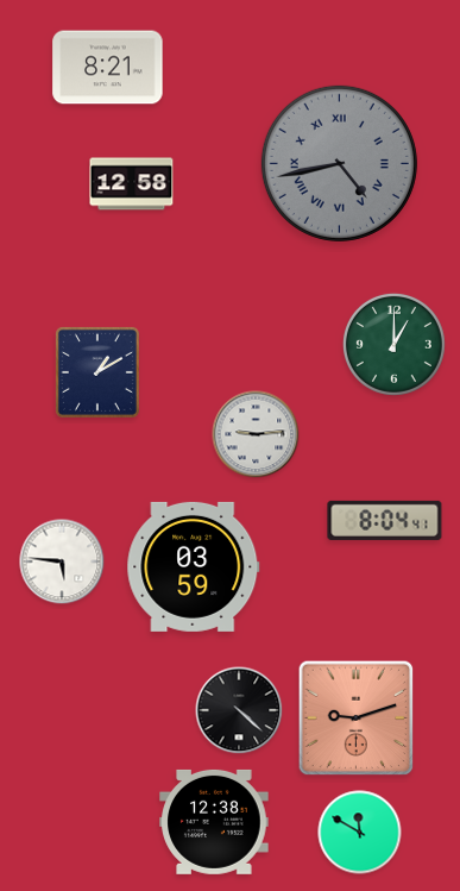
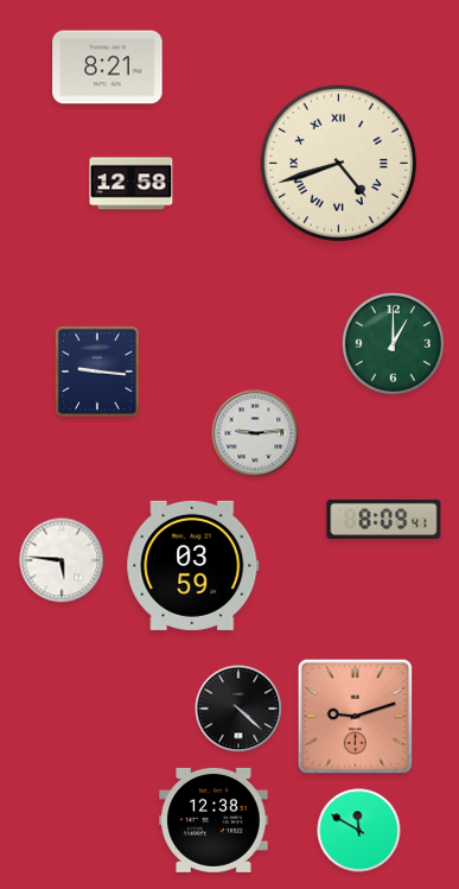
clock at (339, 163): 4:43 -> 4:42
clock at (339, 163) dial: grey -> cream
clock at (97, 372): 1:10 -> 9:16
clock at (385, 520): 8:04 -> 8:09
